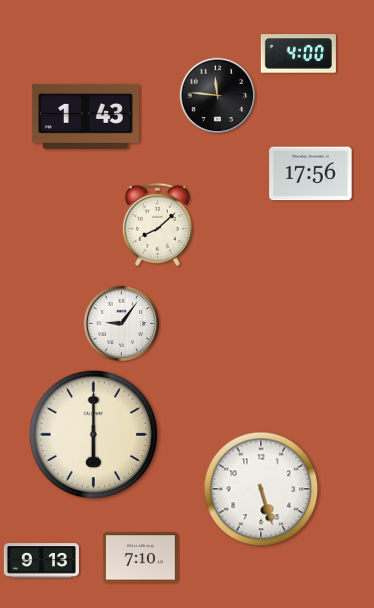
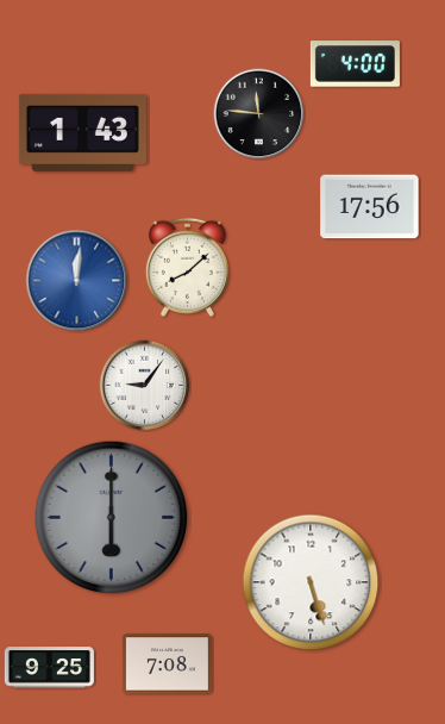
clock at (85, 116) position: (85, 116) -> (82, 132)
clock at (77, 281): none -> 12:01
clock at (94, 435) dial: cream -> grey
clock at (140, 558): 7:10 -> 7:08
clock at (41, 561): 9:13 -> 9:25
